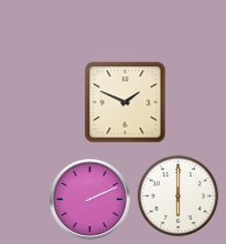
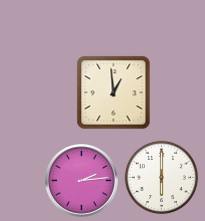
clock at (126, 103): 1:49 -> 12:59
clock at (90, 200): 2:11 -> 2:14
